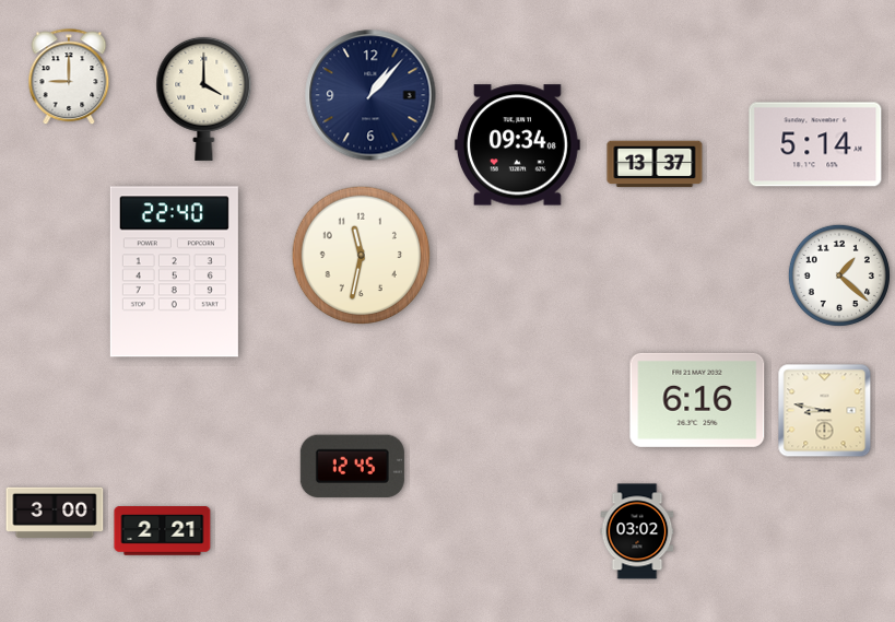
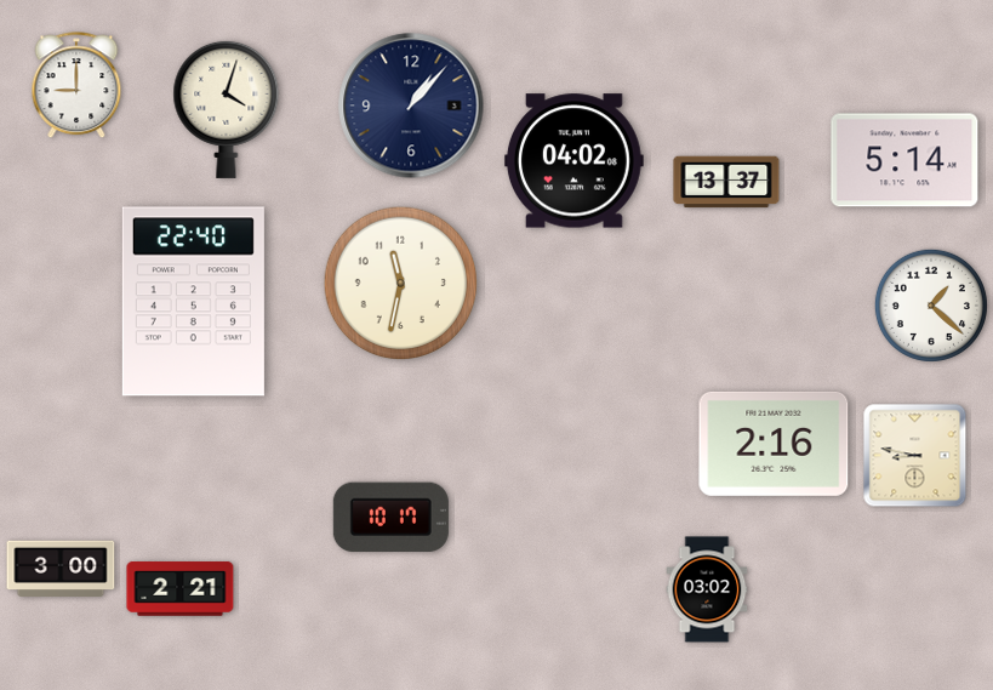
clock at (204, 98): 4:00 -> 4:03
clock at (518, 145): 09:34 -> 04:02
clock at (697, 400): 6:16 -> 2:16
clock at (352, 467): 12:45 -> 10:17
